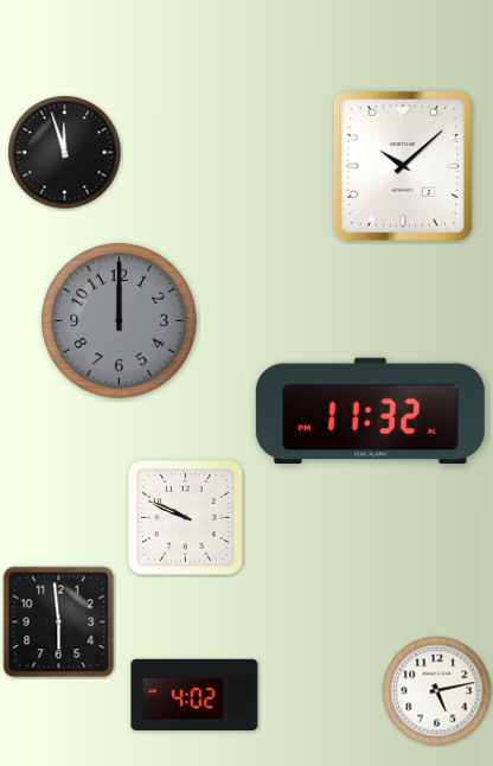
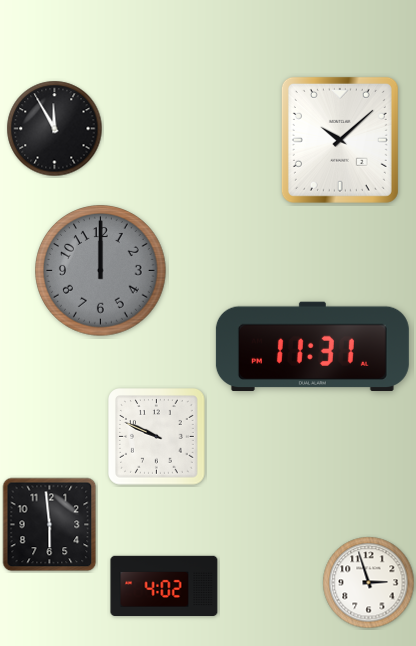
clock at (65, 153): 11:57 -> 11:55
clock at (370, 410): 11:32 -> 11:31
clock at (437, 691): 5:13 -> 2:57
